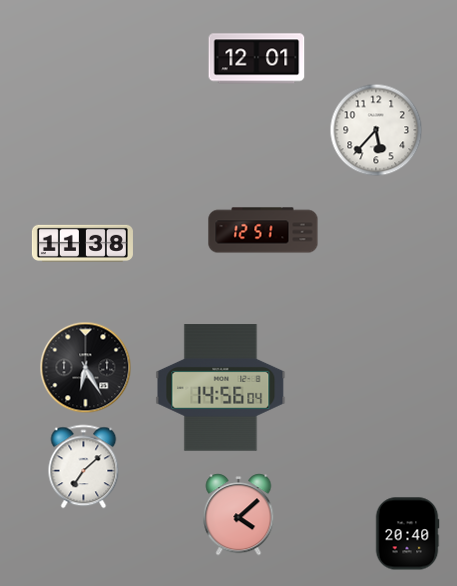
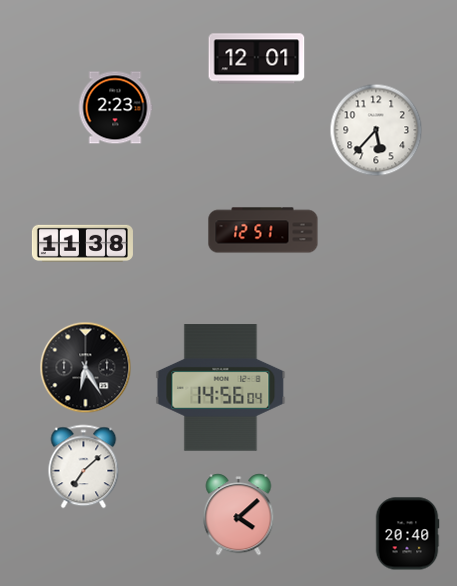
clock at (115, 108): none -> 2:23
